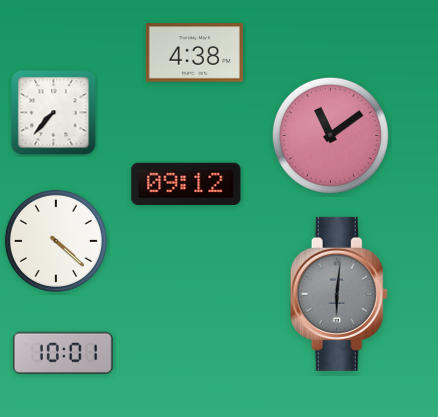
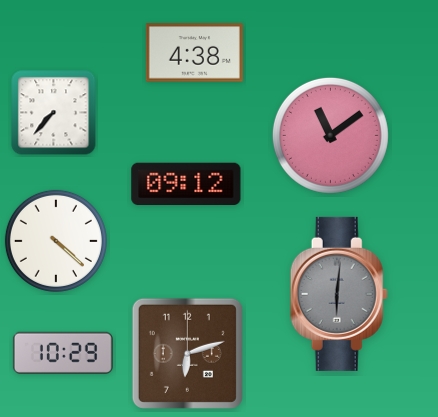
clock at (63, 353): 10:01 -> 10:29
clock at (187, 353): none -> 6:12
